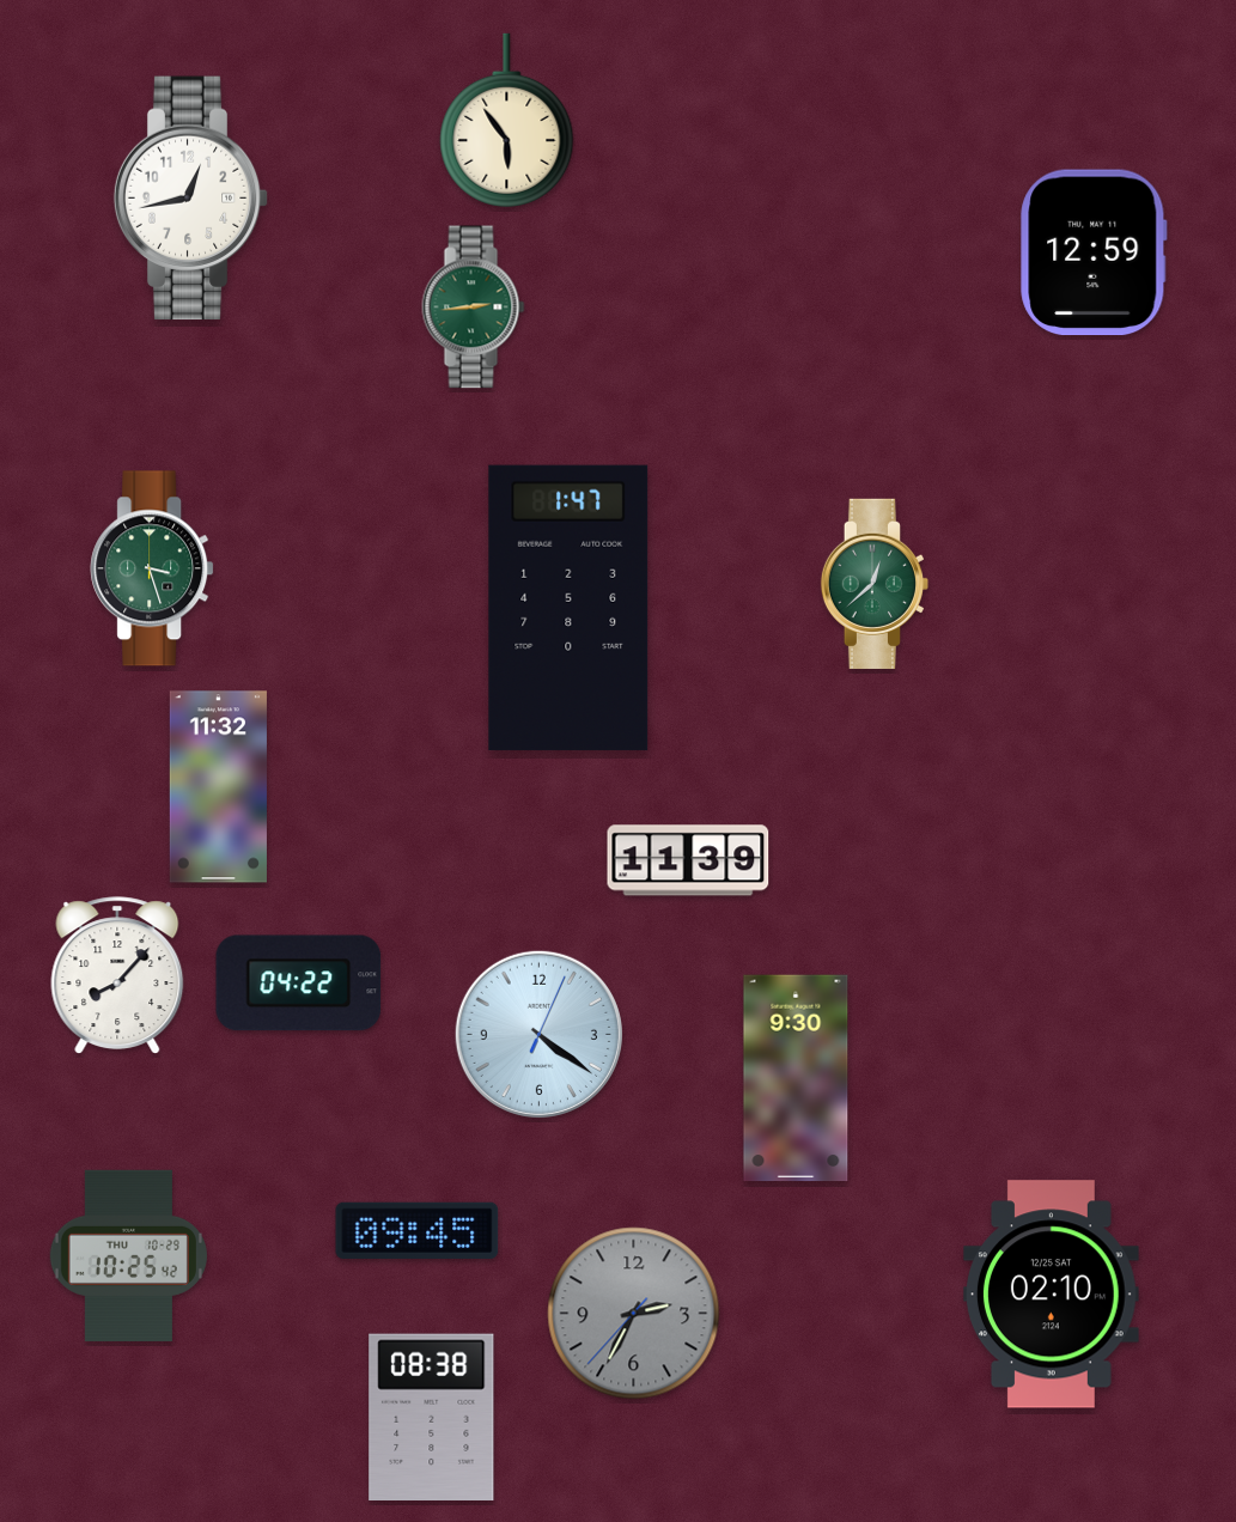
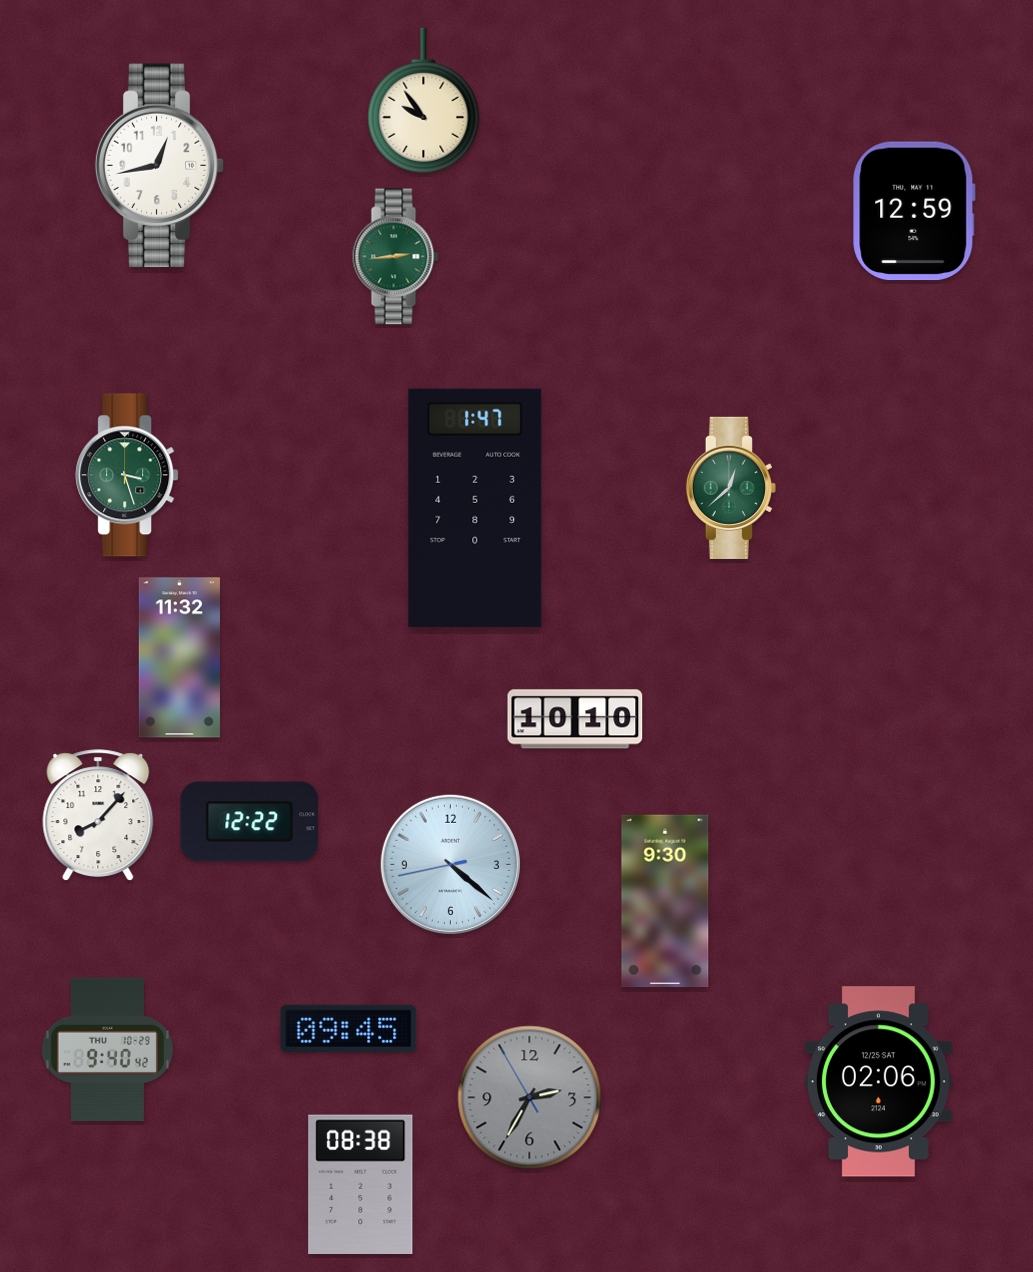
clock at (507, 120): 5:54 -> 9:54
clock at (218, 787) position: (218, 787) -> (179, 658)
clock at (688, 860): 11:39 -> 10:10
clock at (299, 984): 04:22 -> 12:22
clock at (538, 1034): 4:21:04 -> 4:21:43
clock at (128, 1255): 10:25 -> 9:40
clock at (1051, 1295): 02:10 -> 02:06
clock at (634, 1314): 2:34:37 -> 2:34:55
